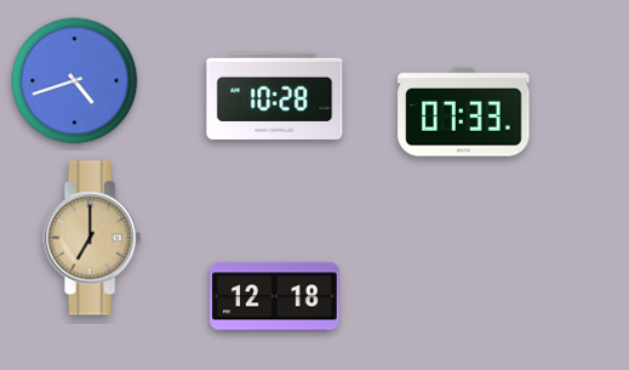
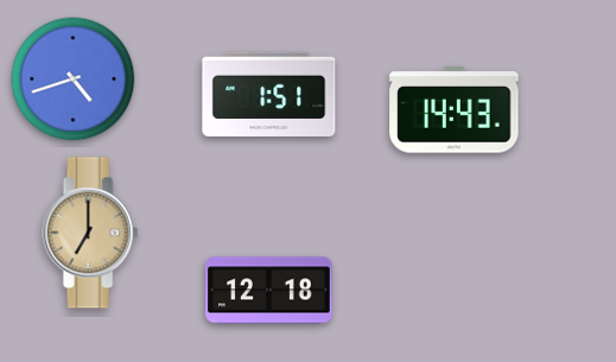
clock at (275, 96): 10:28 -> 1:51
clock at (464, 113): 07:33 -> 14:43
